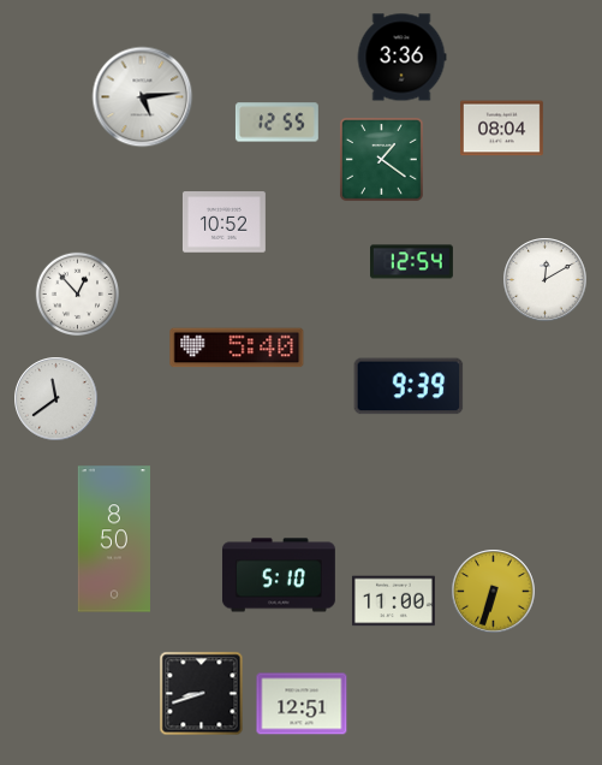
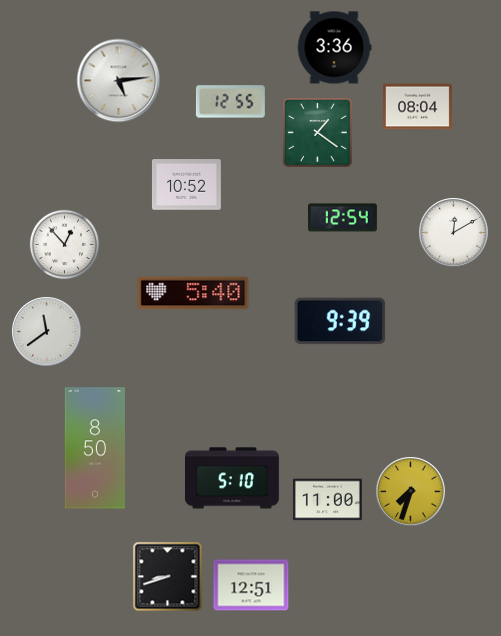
clock at (237, 348) position: (237, 348) -> (193, 293)
clock at (494, 592): 6:33 -> 7:33
